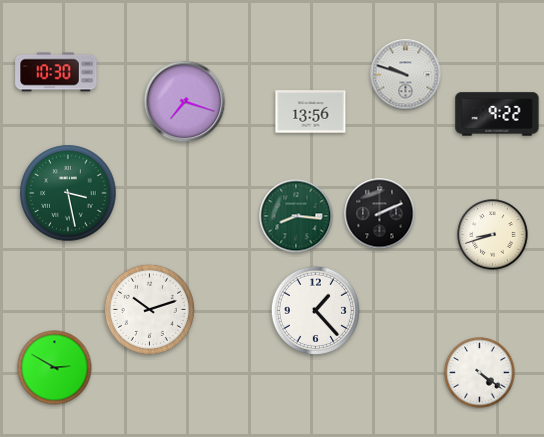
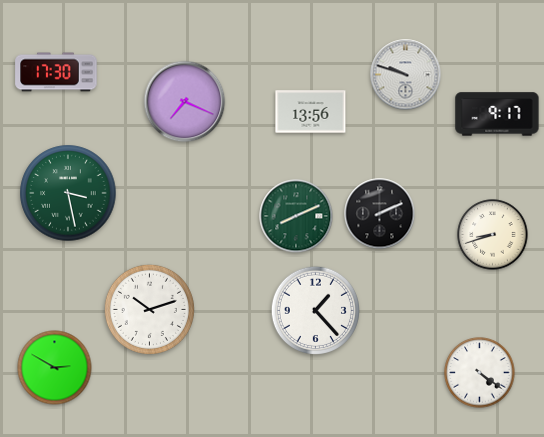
clock at (56, 72): 10:30 -> 17:30
clock at (185, 102): 7:18 -> 7:19
clock at (497, 114): 9:22 -> 9:17
clock at (296, 216): 8:16 -> 8:11
